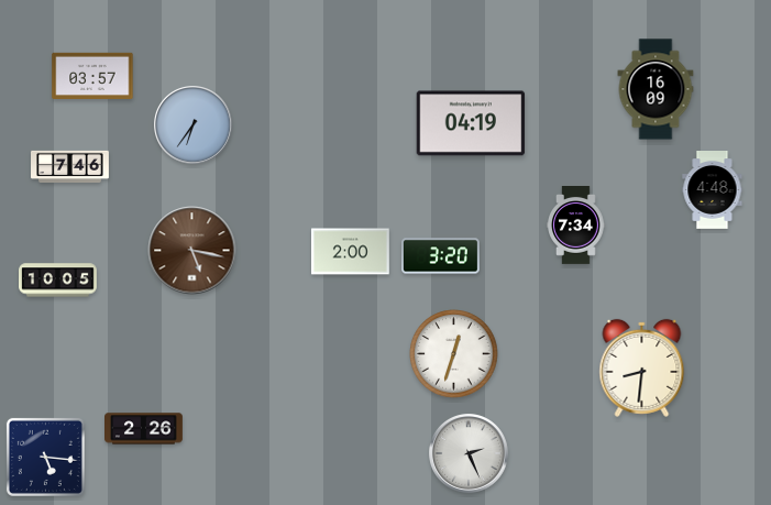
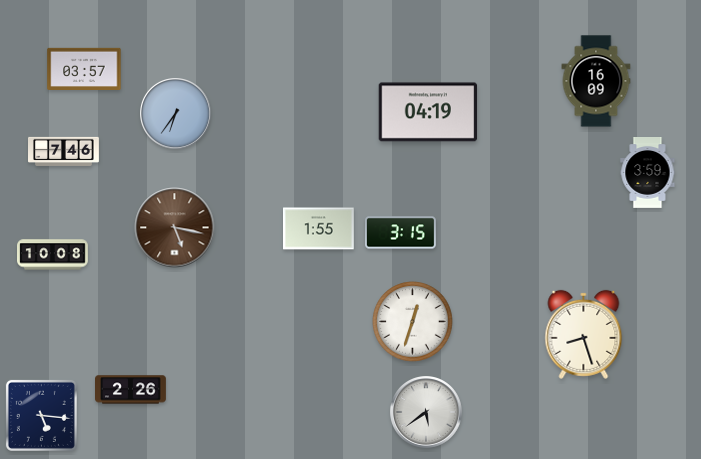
clock at (713, 190): 4:48 -> 3:59
clock at (576, 226): 7:34 -> none
clock at (351, 252): 2:00 -> 1:55
clock at (441, 256): 3:20 -> 3:15
clock at (58, 281): 10:05 -> 10:08
clock at (642, 367): 8:31 -> 8:27
clock at (470, 454): 2:26 -> 5:39
